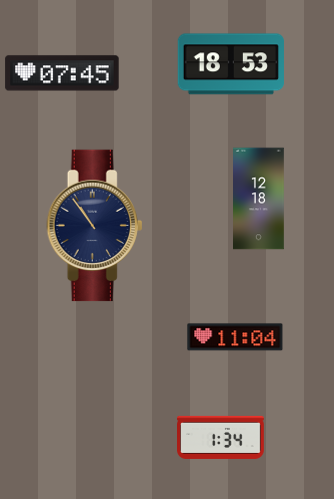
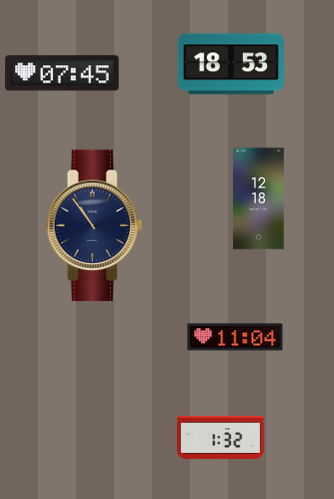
clock at (221, 437): 1:34 -> 1:32
